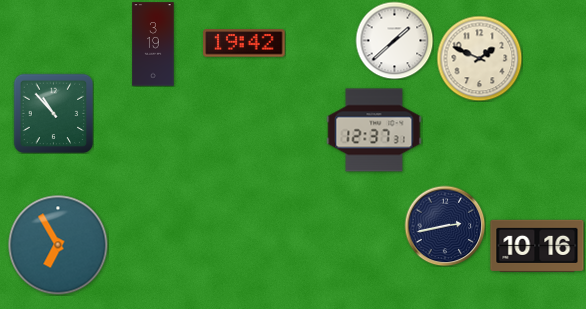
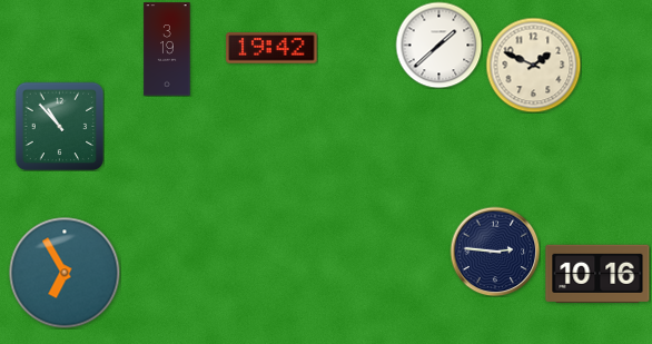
clock at (153, 44) position: (153, 44) -> (167, 49)
clock at (374, 130): 12:37 -> none
clock at (445, 226): 2:43 -> 2:46
